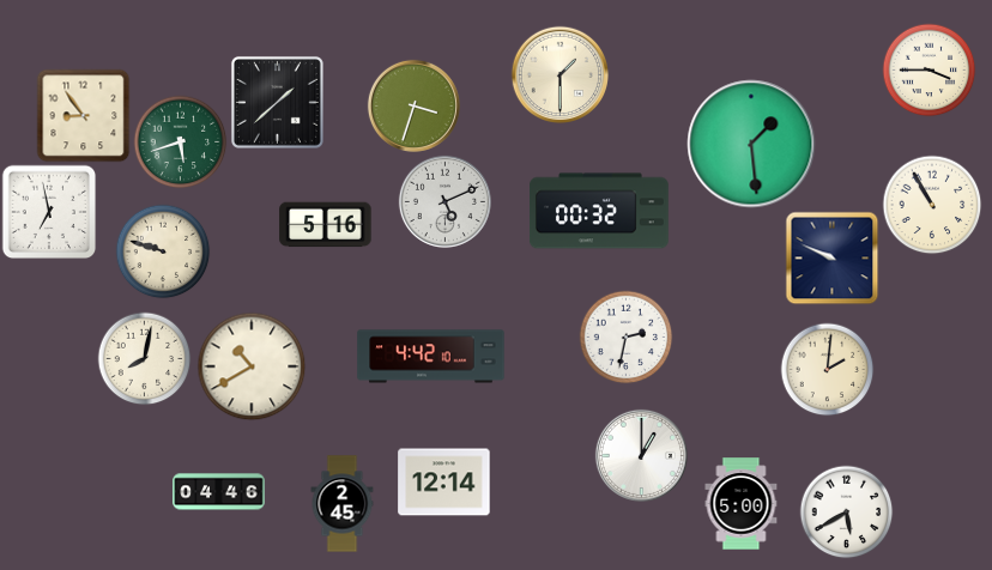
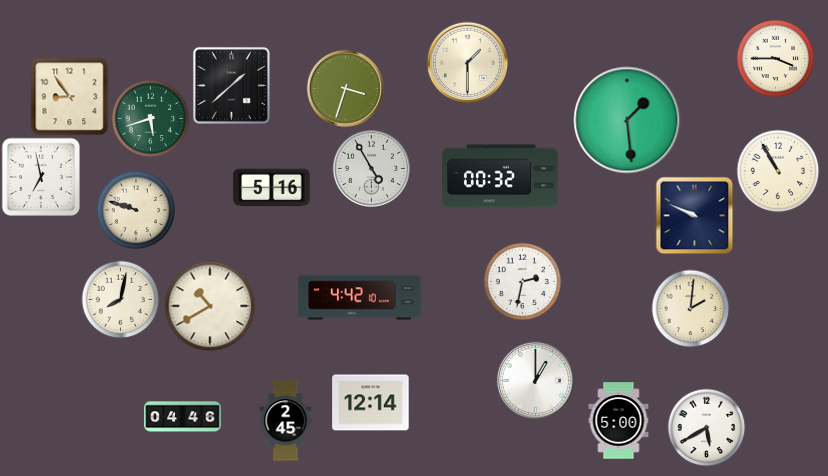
clock at (444, 201): 5:11 -> 4:55
clock at (219, 492) position: (219, 492) -> (183, 417)
